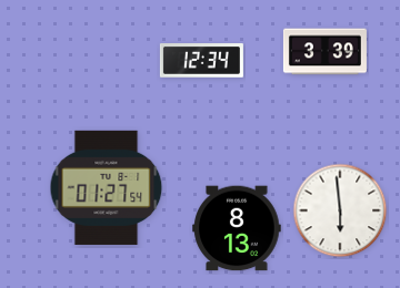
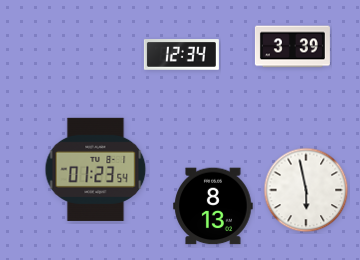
clock at (107, 187): 01:27 -> 01:23
clock at (340, 210): 5:59 -> 5:58
